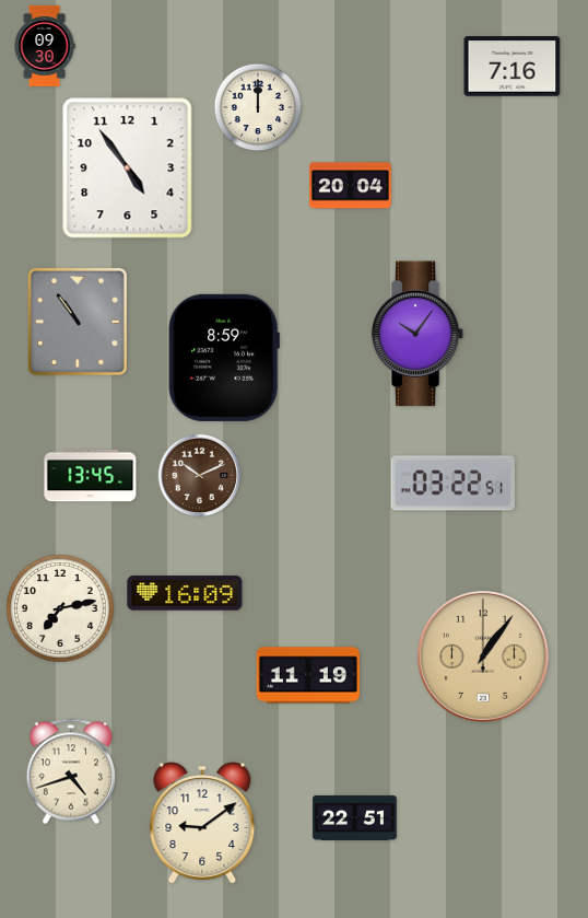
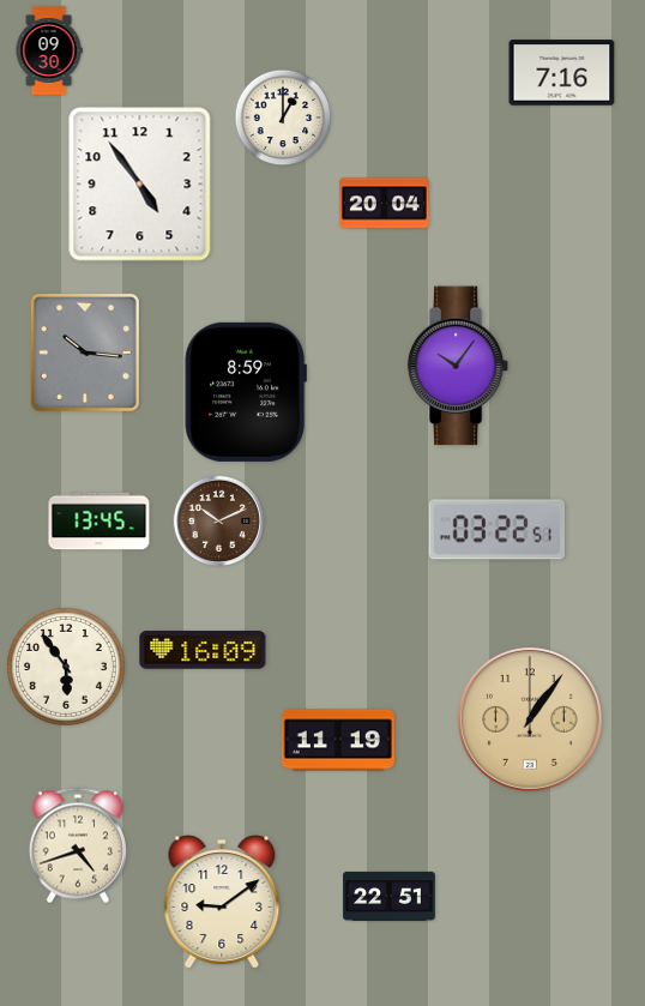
clock at (258, 107): 12:00 -> 1:00
clock at (78, 322): 10:54 -> 10:16
clock at (60, 608): 7:13 -> 5:54
